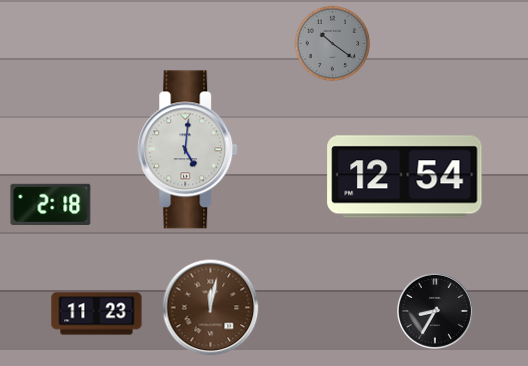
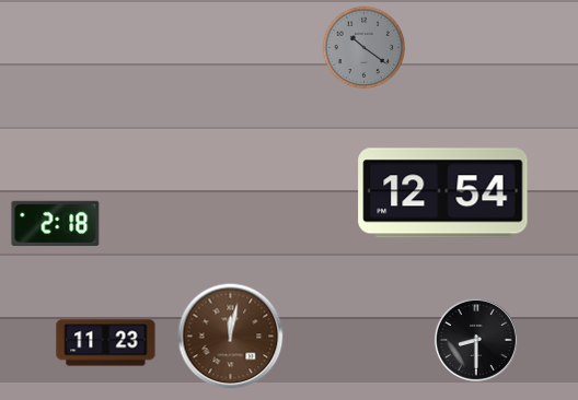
clock at (188, 150): 5:01 -> none
clock at (435, 311): 8:35 -> 8:30
